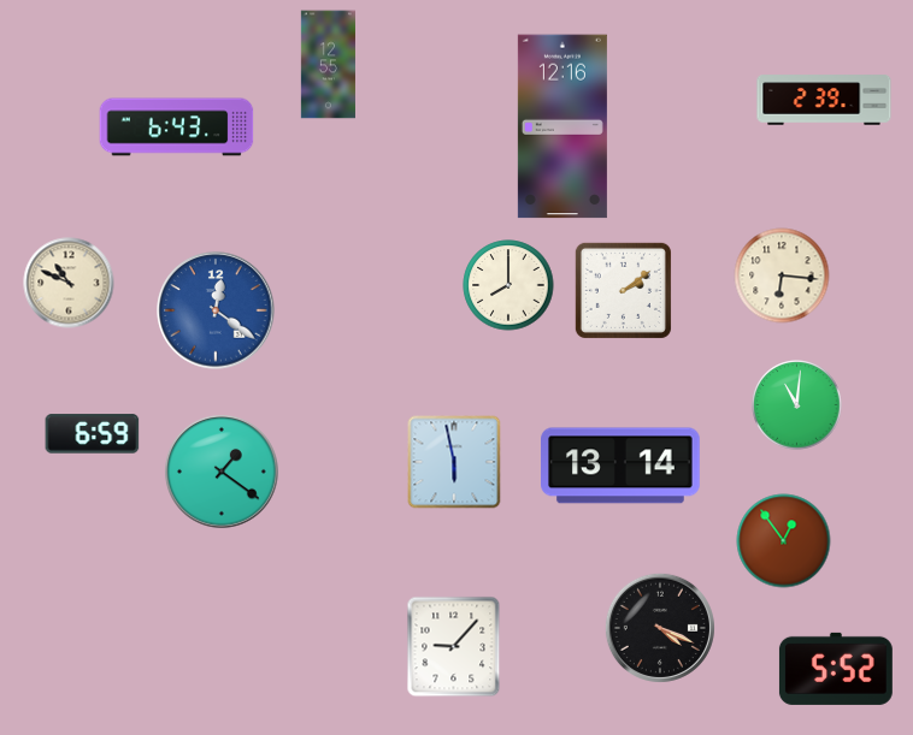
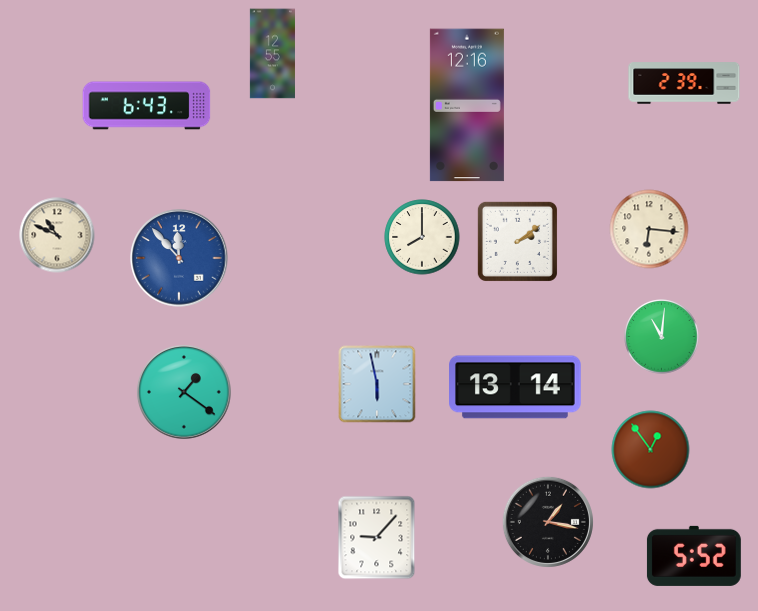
clock at (216, 310): 12:21 -> 11:53
clock at (93, 434): 6:59 -> none
clock at (660, 628): 4:19 -> 1:17
